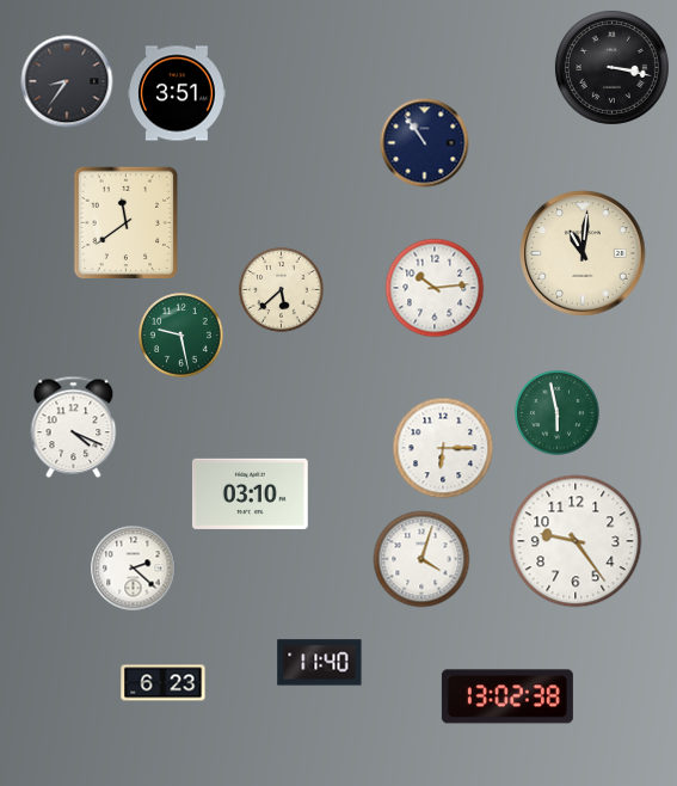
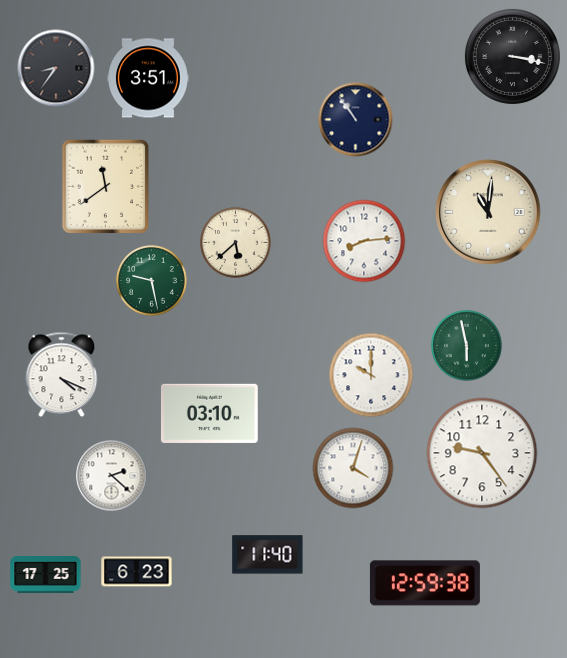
clock at (435, 288): 10:14 -> 8:14
clock at (74, 428) position: (74, 428) -> (62, 375)
clock at (443, 448): 6:15 -> 10:00
clock at (46, 575): none -> 17:25
clock at (507, 696): 13:02 -> 12:59
